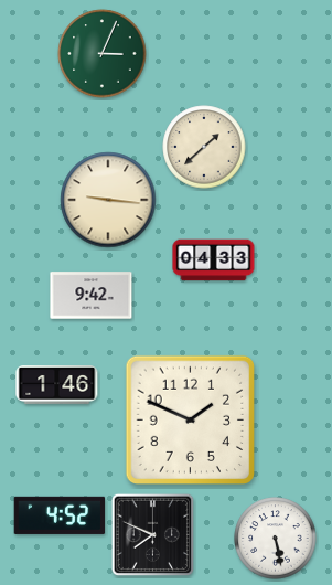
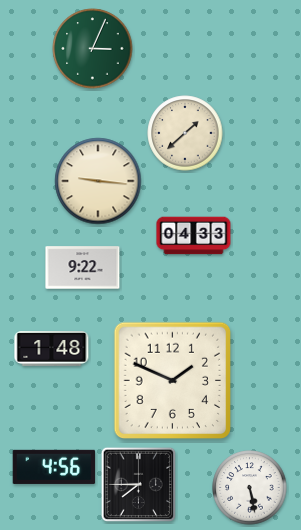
clock at (92, 296): 9:42 -> 9:22
clock at (57, 385): 1:46 -> 1:48
clock at (60, 515): 4:52 -> 4:56
clock at (153, 535): 7:49 -> 7:45
